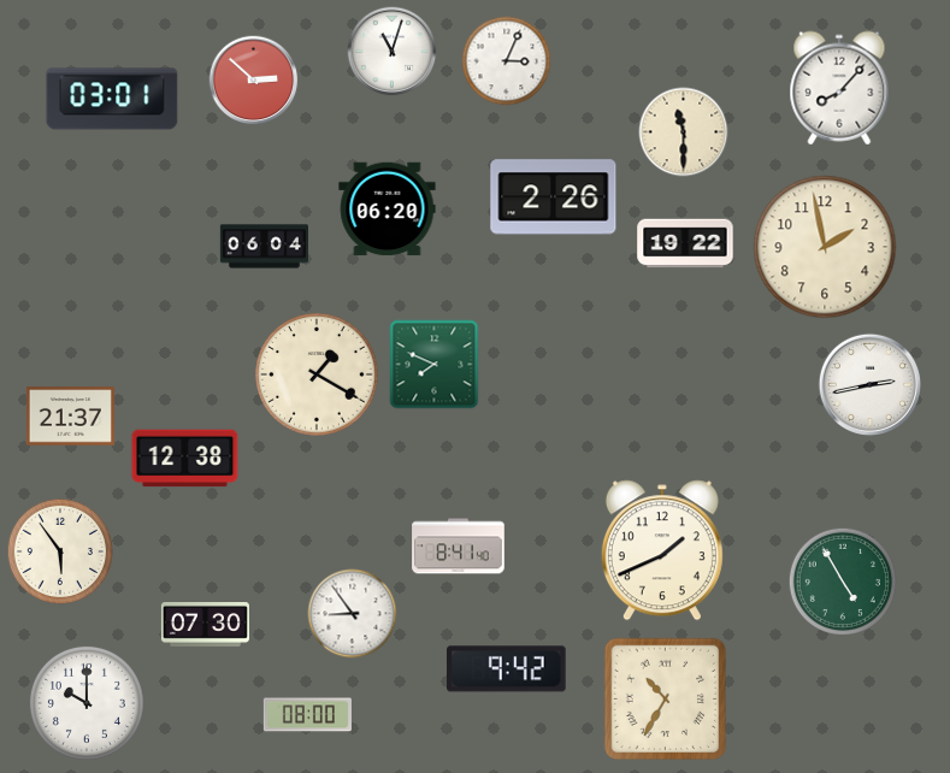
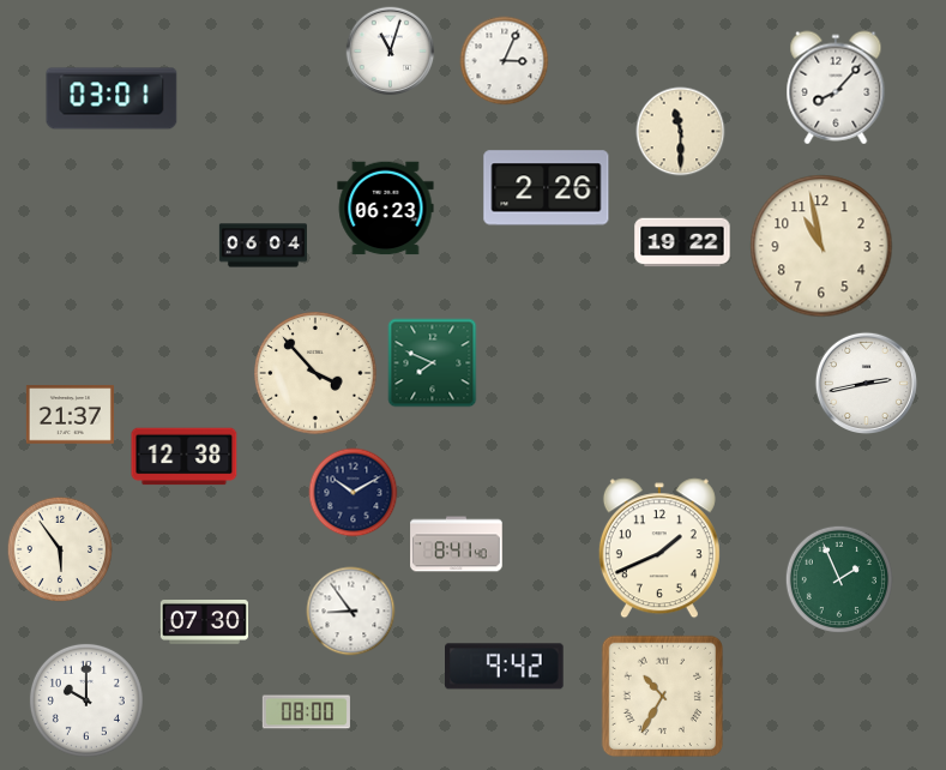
clock at (254, 81): 2:52 -> none
clock at (554, 197) position: (554, 197) -> (547, 188)
clock at (388, 210): 06:20 -> 06:23
clock at (825, 247): 1:58 -> 10:58
clock at (317, 374): 1:20 -> 3:53
clock at (354, 493): none -> 10:10
clock at (843, 582): 4:55 -> 1:56
